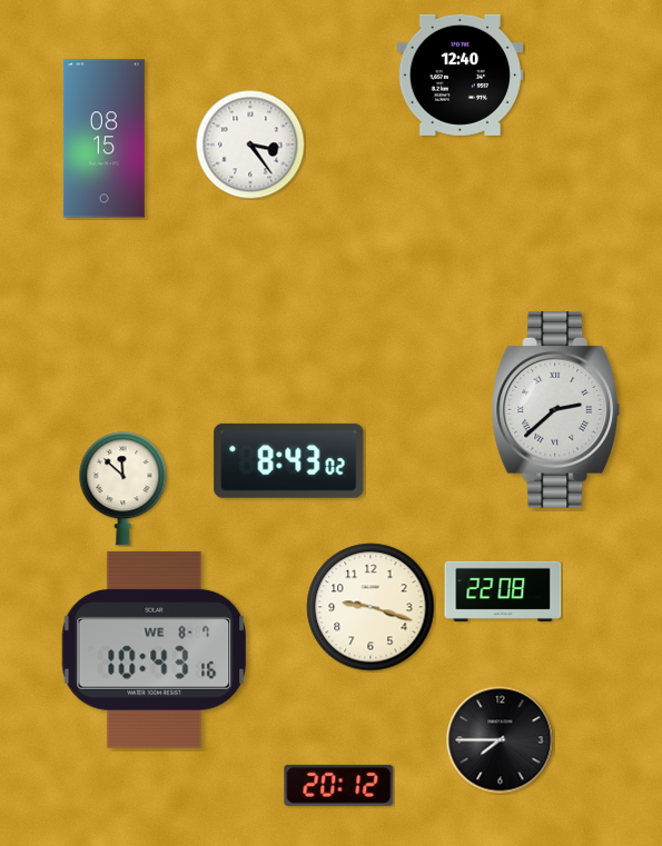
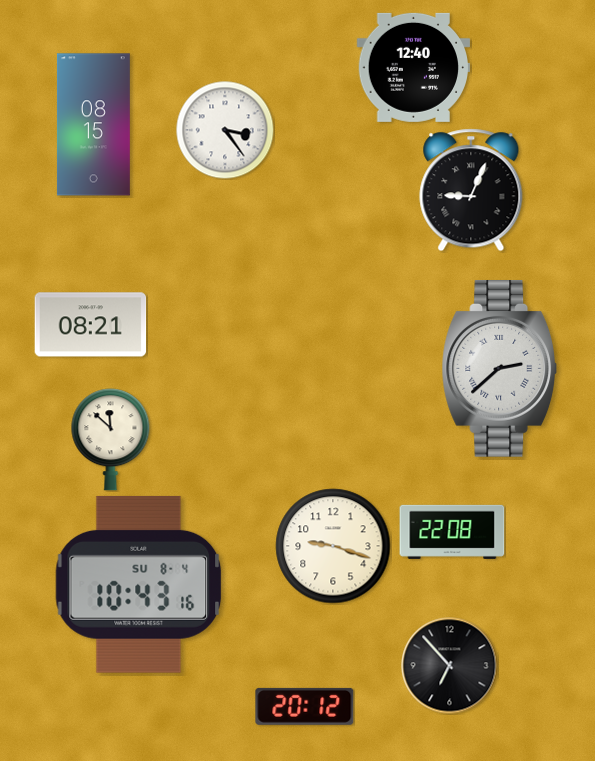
clock at (471, 190): none -> 9:04
clock at (91, 325): none -> 08:21
clock at (289, 460): 8:43 -> none
clock at (155, 649) date: WE 8-7 -> SU 8-4
clock at (501, 740): 7:45 -> 6:53
